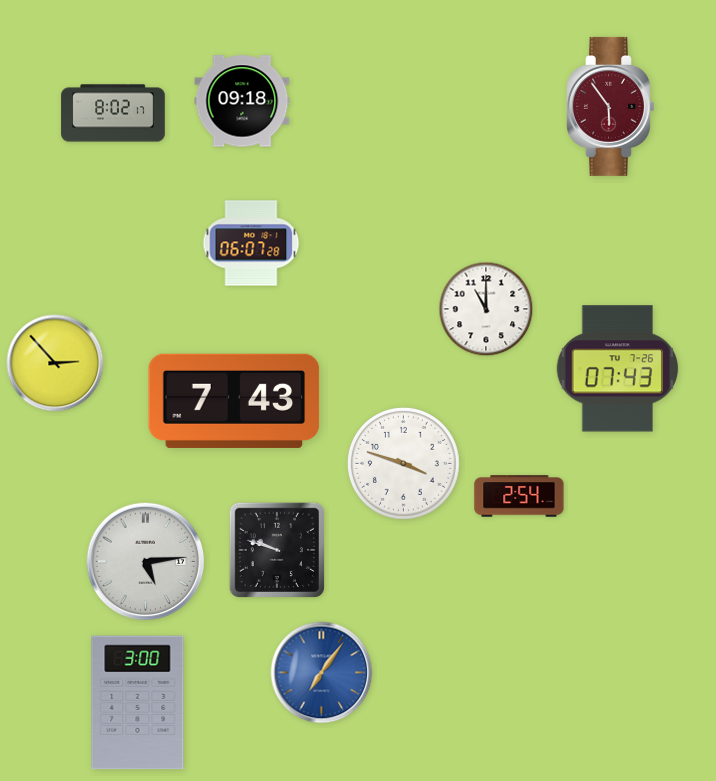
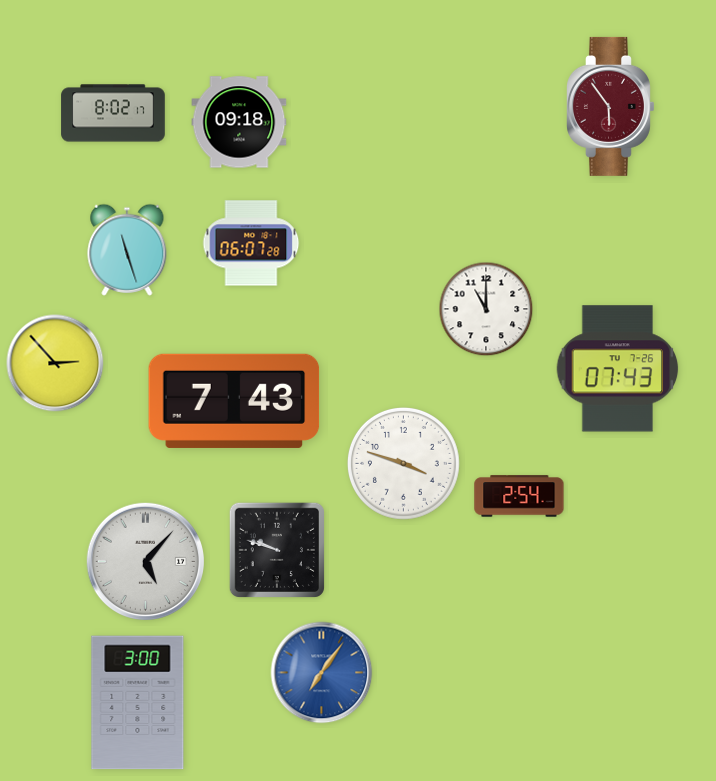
clock at (242, 101) position: (242, 101) -> (239, 122)
clock at (127, 250): none -> 11:27
clock at (145, 561): 5:14 -> 5:07
